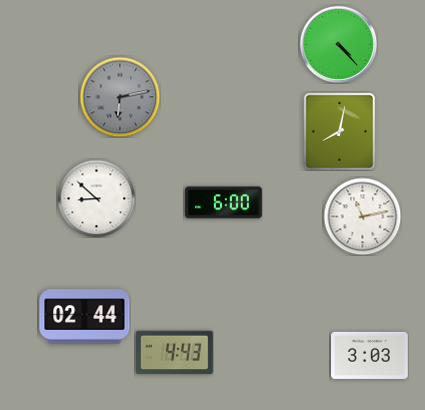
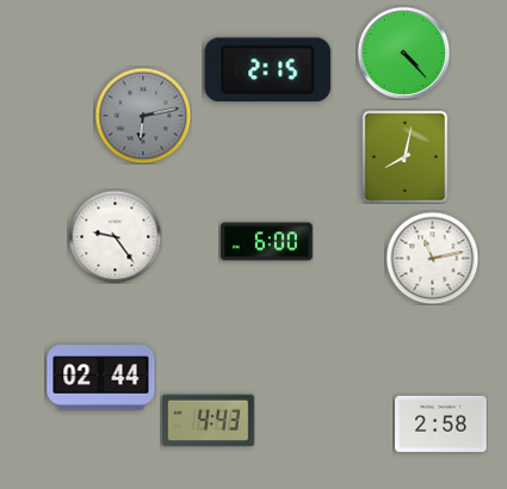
clock at (268, 70): none -> 2:15
clock at (96, 198): 8:52 -> 9:24
clock at (370, 355): 3:03 -> 2:58
